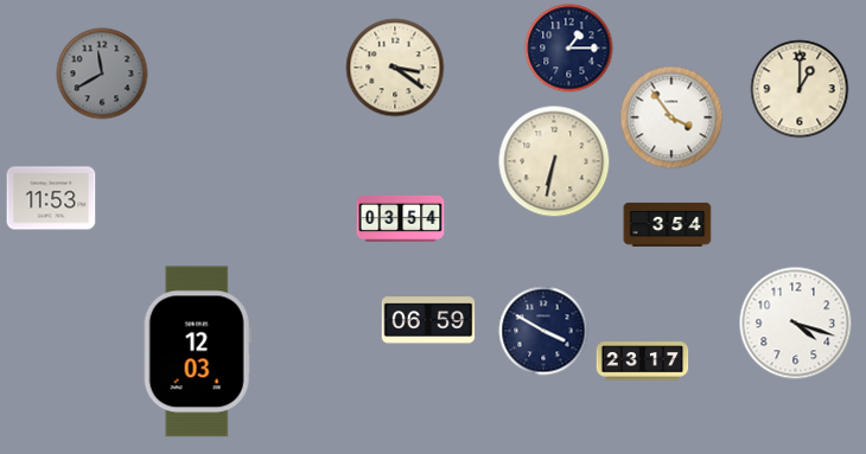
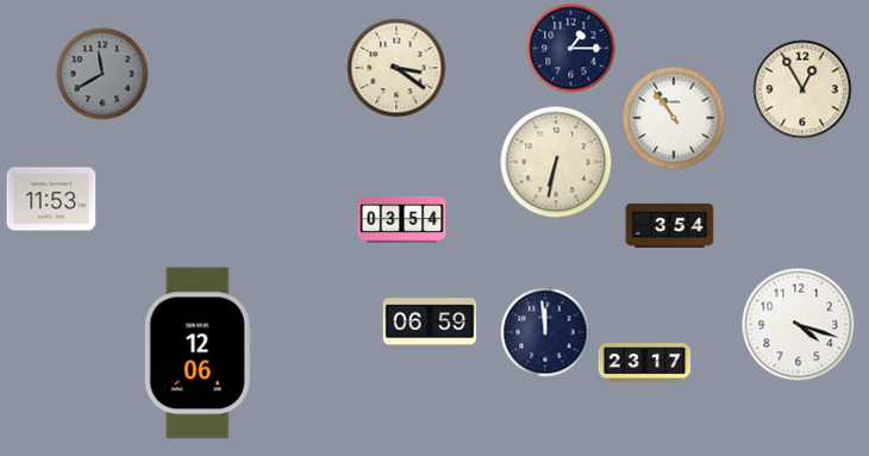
clock at (800, 89): 1:00 -> 12:55
clock at (671, 117): 3:54 -> 10:54
clock at (543, 331): 3:50 -> 11:59
clock at (197, 352): 12:03 -> 12:06
